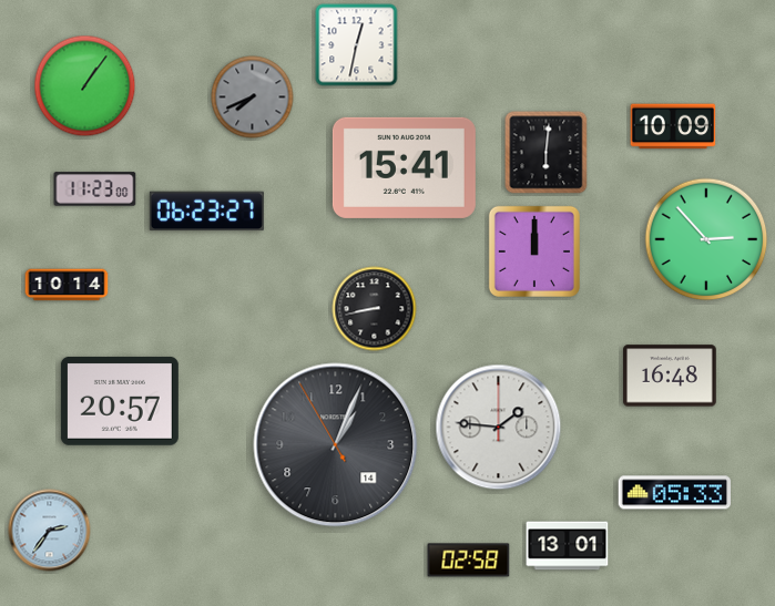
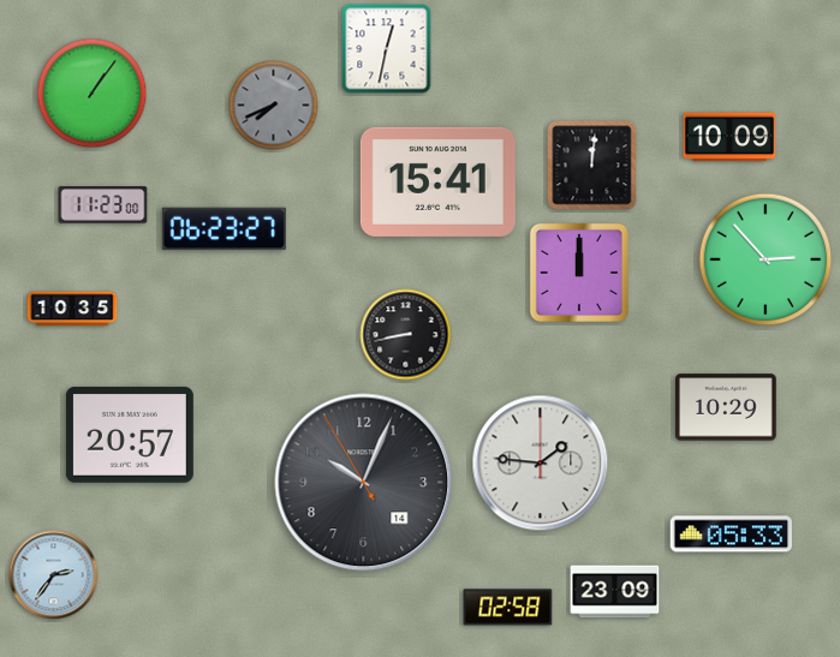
clock at (547, 153): 6:01 -> 12:01
clock at (67, 285): 10:14 -> 10:35
clock at (671, 376): 16:48 -> 10:29
clock at (336, 445): 1:03 -> 10:03
clock at (568, 546): 13:01 -> 23:09
